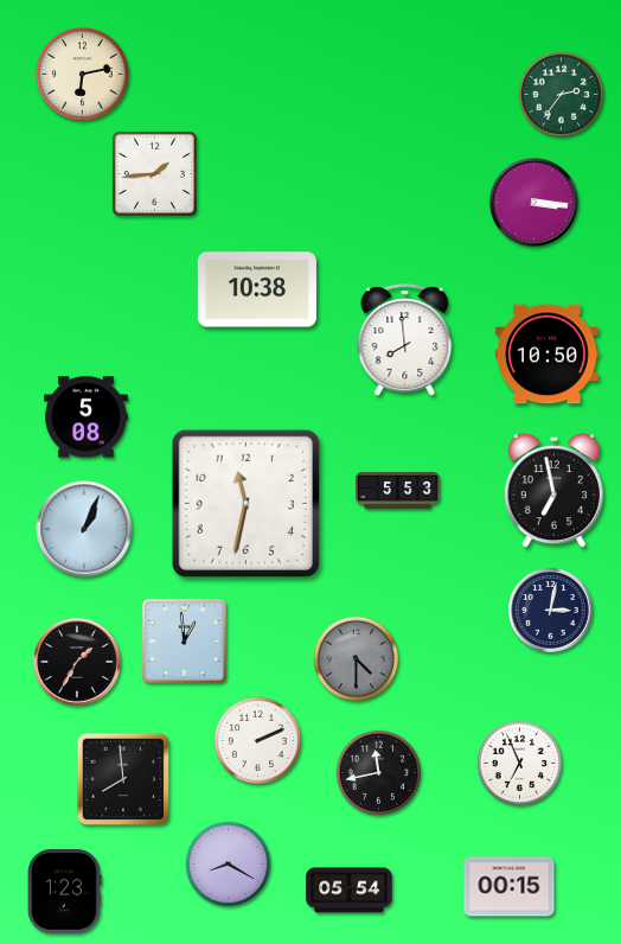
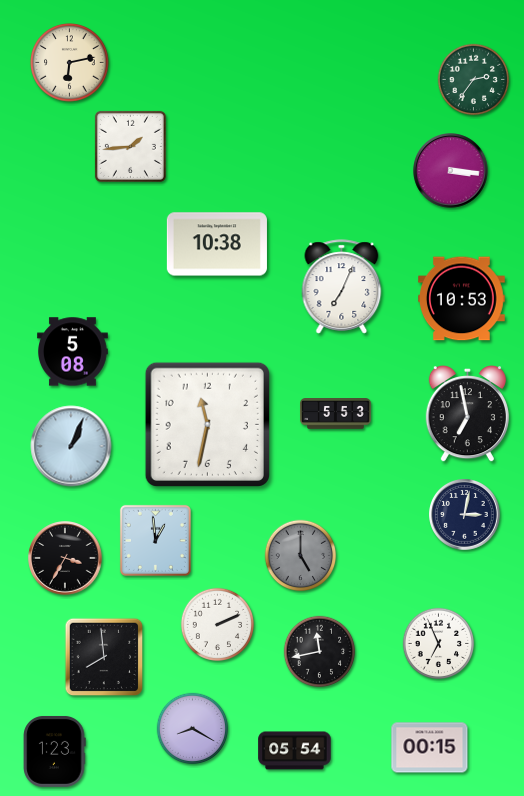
clock at (405, 340): 7:59 -> 7:04
clock at (548, 355): 10:50 -> 10:53
clock at (357, 659): 4:30 -> 5:00
clock at (77, 662): 1:35 -> 3:35
